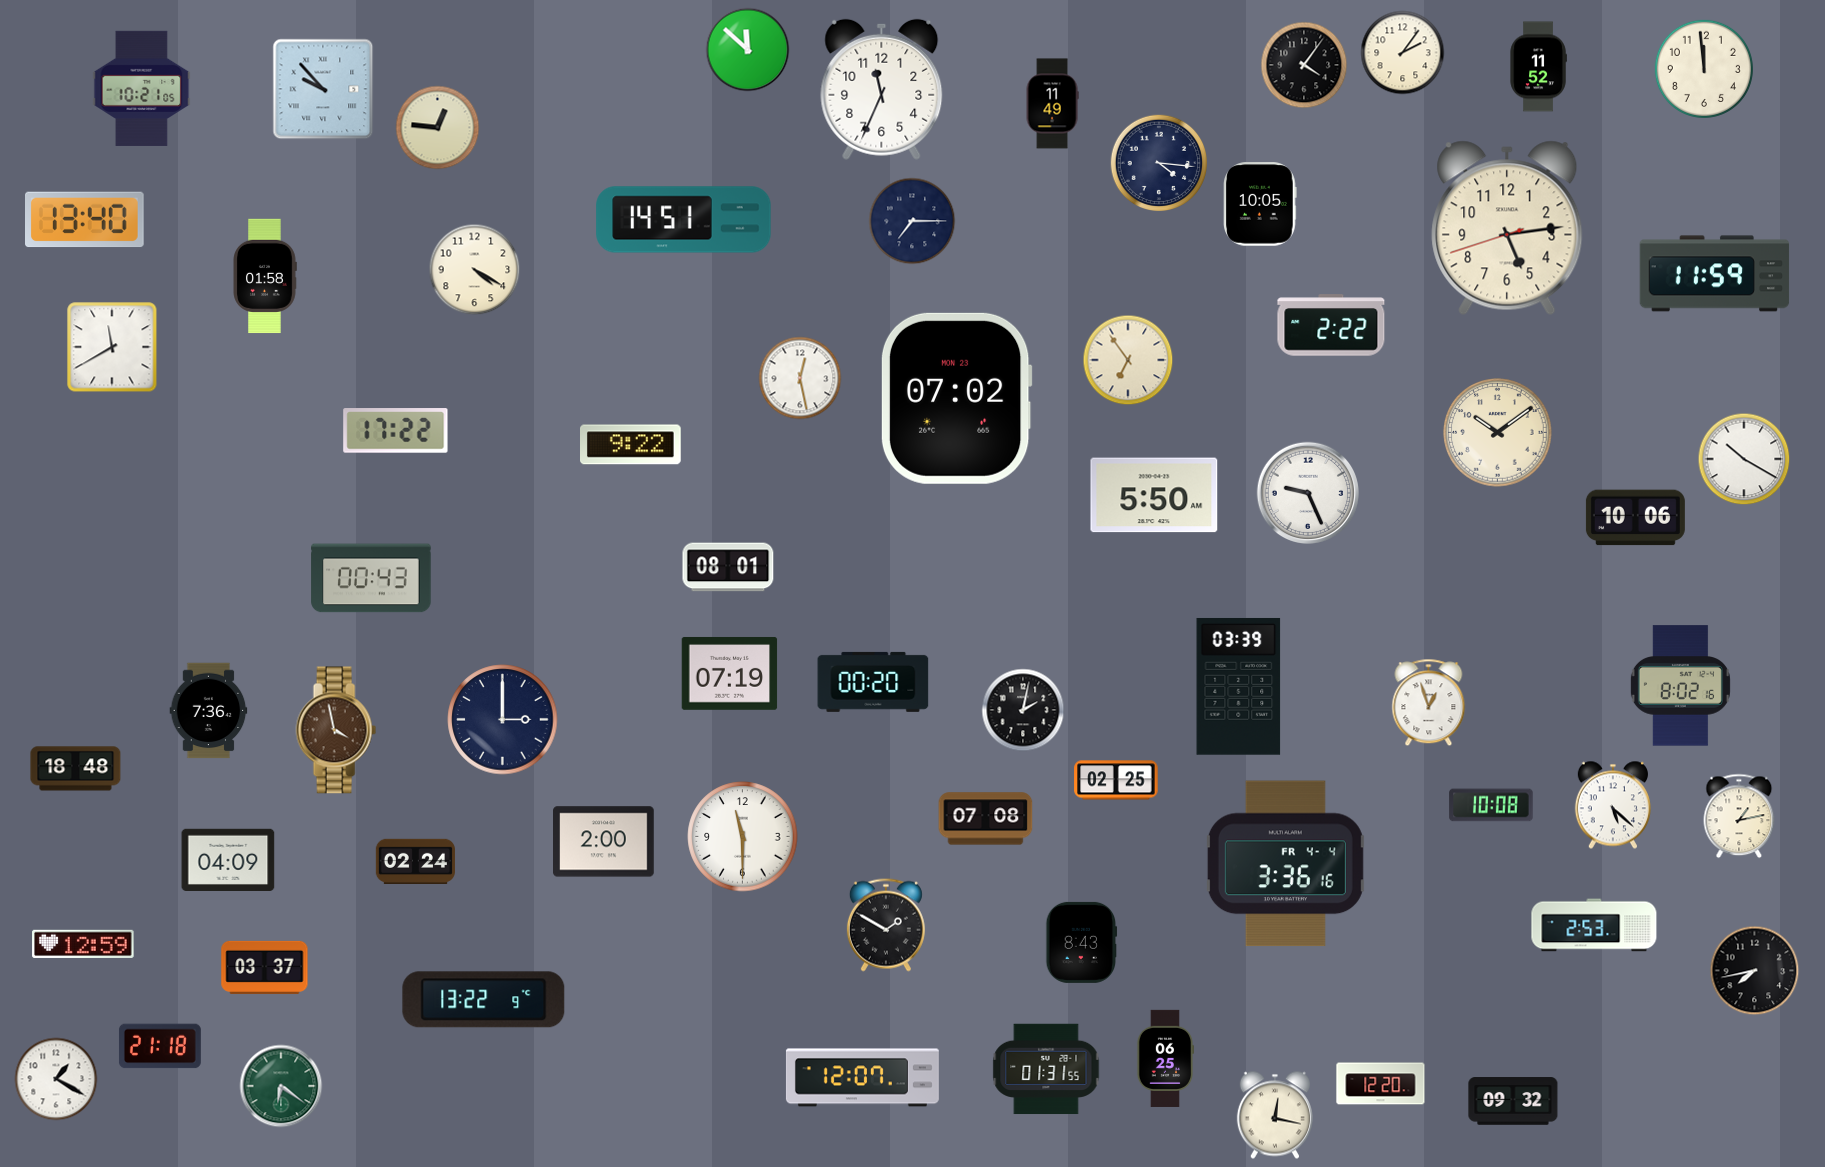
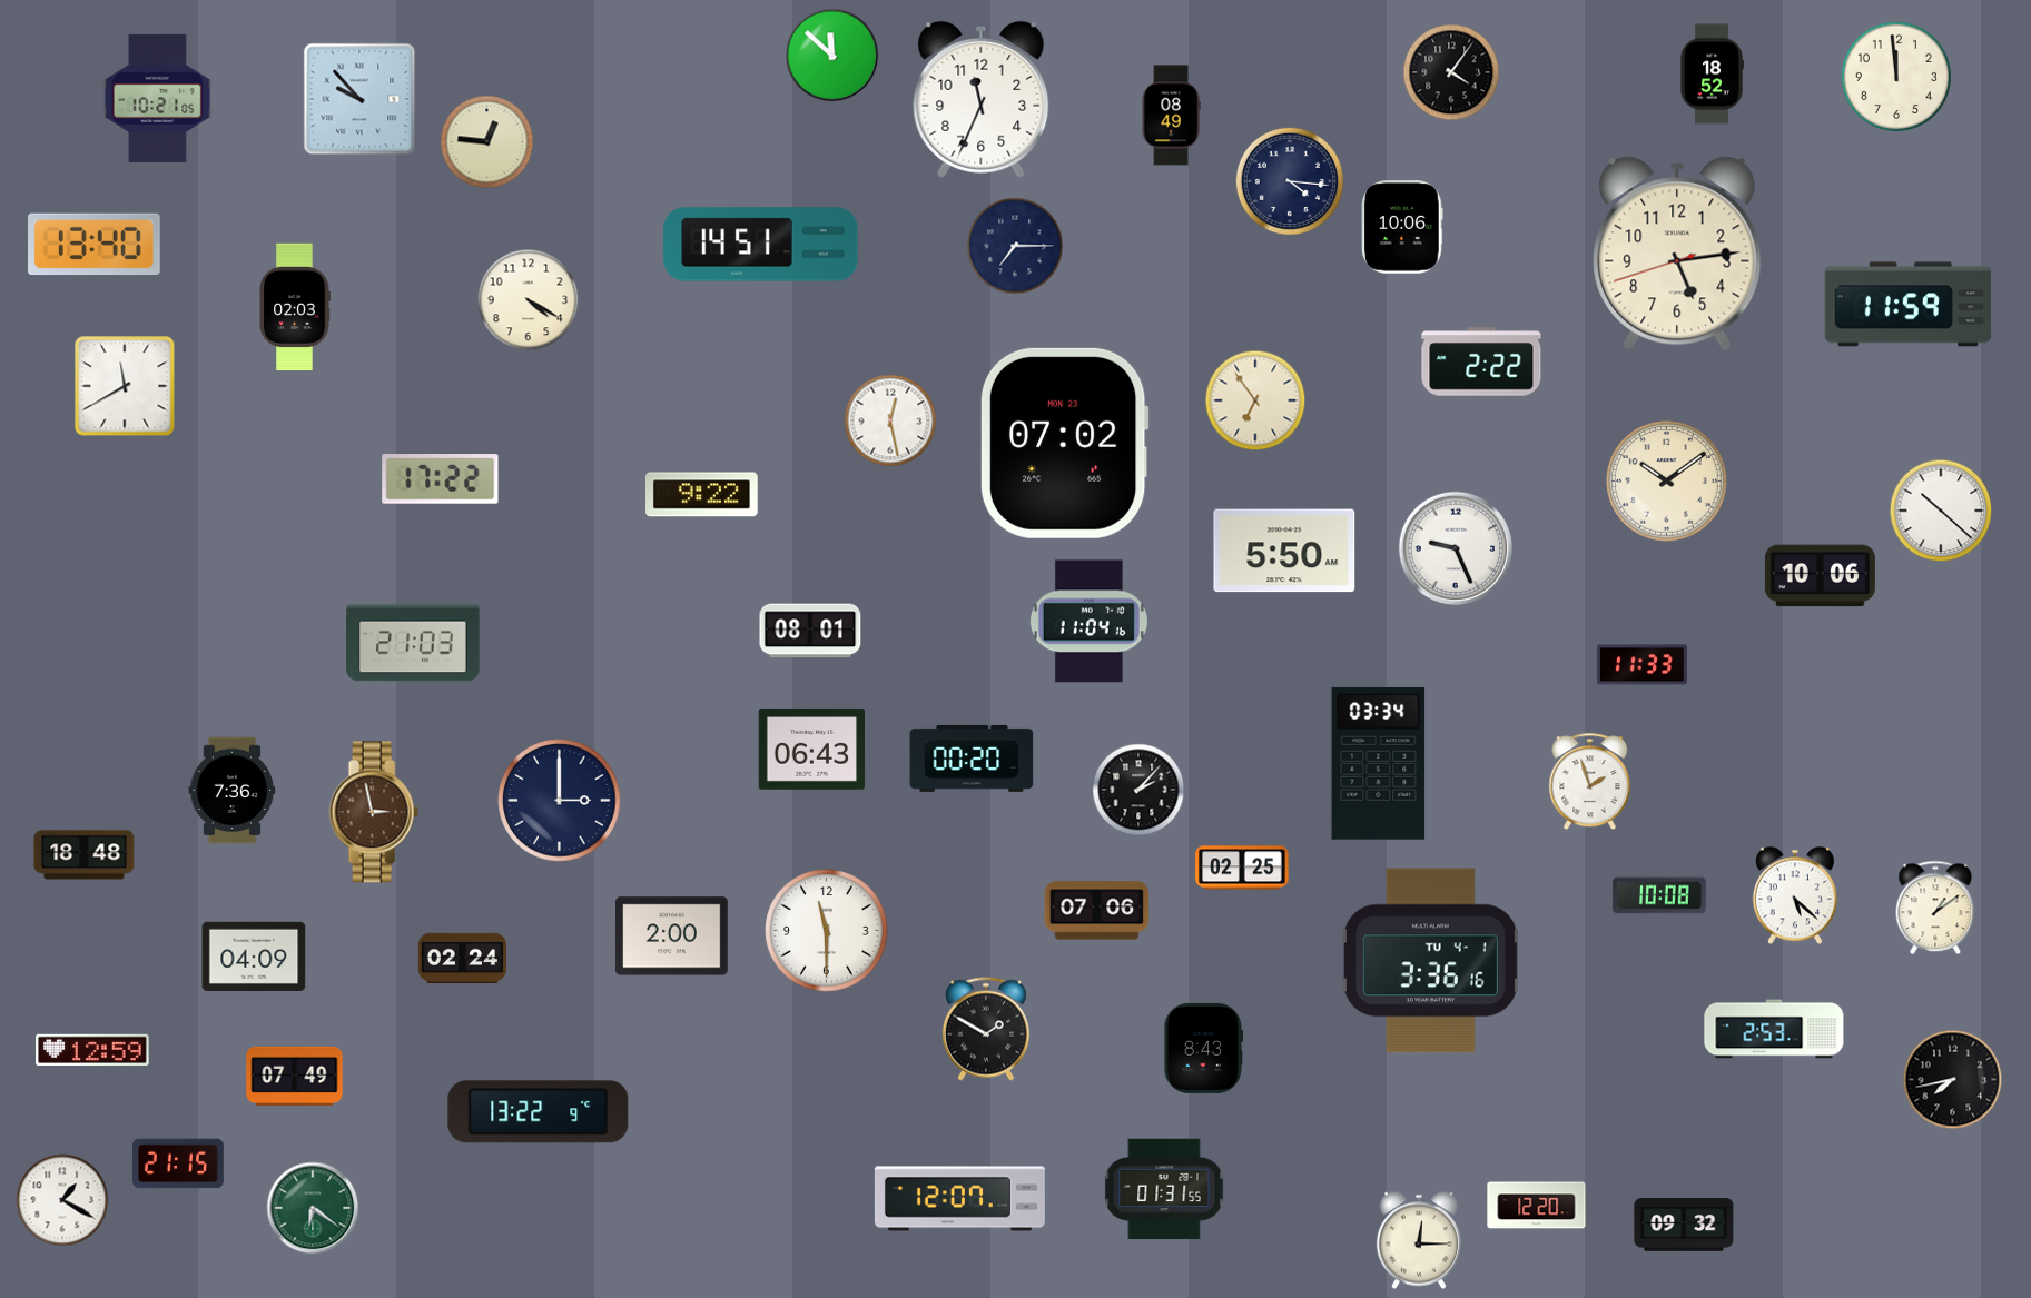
clock at (1403, 53): 2:06 -> none
clock at (1538, 67): 11:52 -> 18:52
clock at (1052, 104): 11:49 -> 08:49
clock at (1260, 204): 10:05 -> 10:06
clock at (265, 276): 01:58 -> 02:03
clock at (1744, 459): 10:20 -> 10:22
clock at (1088, 622): none -> 11:04
clock at (371, 578): 00:43 -> 21:03
clock at (1641, 665): none -> 11:33
clock at (730, 674): 07:19 -> 06:43
clock at (1239, 686): 03:39 -> 03:34
clock at (1680, 686): 8:02 -> none
clock at (1429, 703): 12:57 -> 1:57
clock at (1023, 710): 2:02 -> 2:07
clock at (336, 730): 3:58 -> 2:58
clock at (1739, 816): 1:13 -> 1:09
clock at (986, 819): 07:08 -> 07:06
clock at (1285, 864) date: FR 4-4 -> TU 4-1
clock at (265, 967): 03:37 -> 07:49
clock at (160, 1046): 21:18 -> 21:15
clock at (1165, 1058): 06:25 -> none
clock at (1275, 1115): 12:17 -> 12:15
